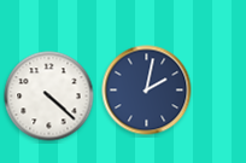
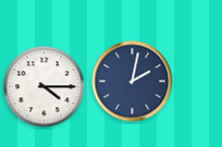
clock at (49, 97): 4:22 -> 4:15
